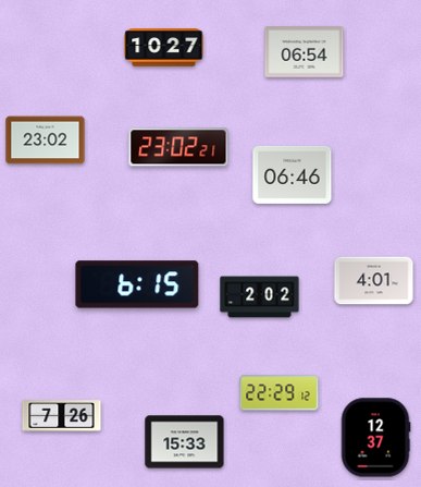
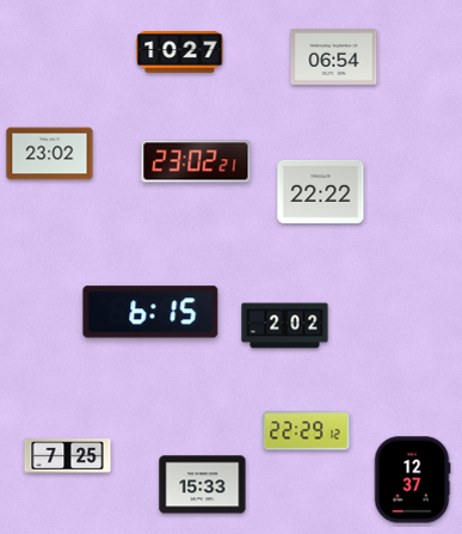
clock at (293, 174): 06:46 -> 22:22
clock at (374, 281): 4:01 -> none
clock at (62, 416): 7:26 -> 7:25
